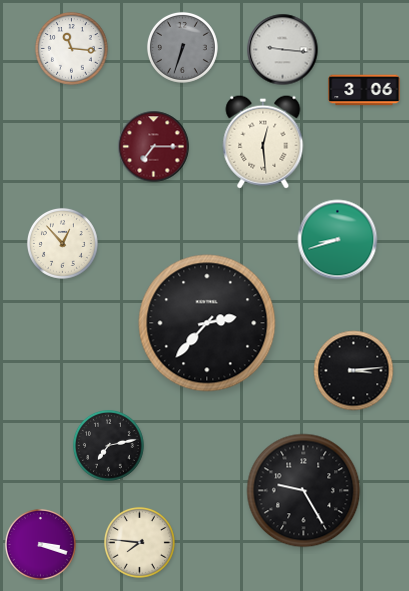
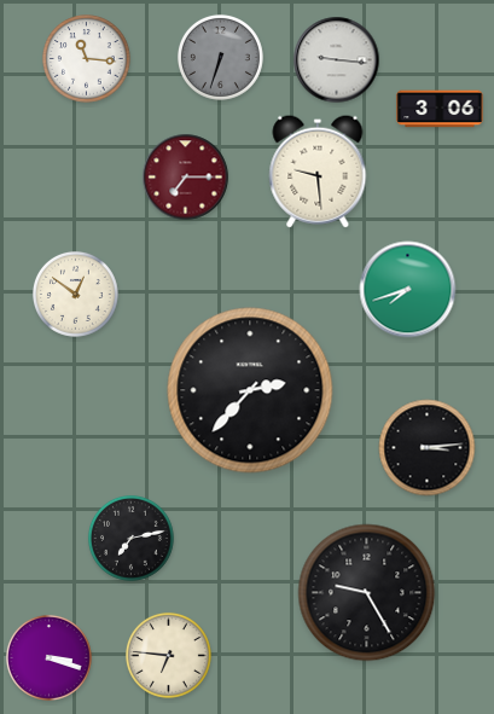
clock at (283, 50) position: (283, 50) -> (337, 60)
clock at (263, 142): 12:29 -> 9:29
clock at (338, 240): 8:42 -> 7:42
clock at (62, 243): 12:53 -> 12:51
clock at (139, 542): 7:46 -> 6:46
